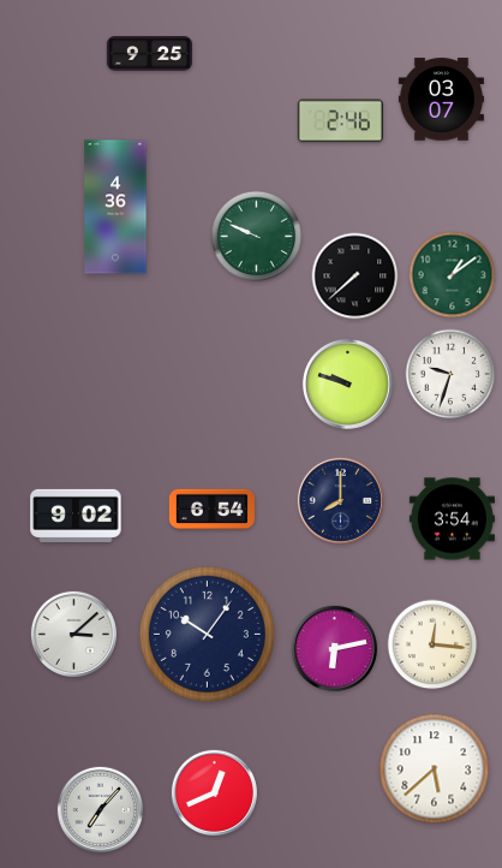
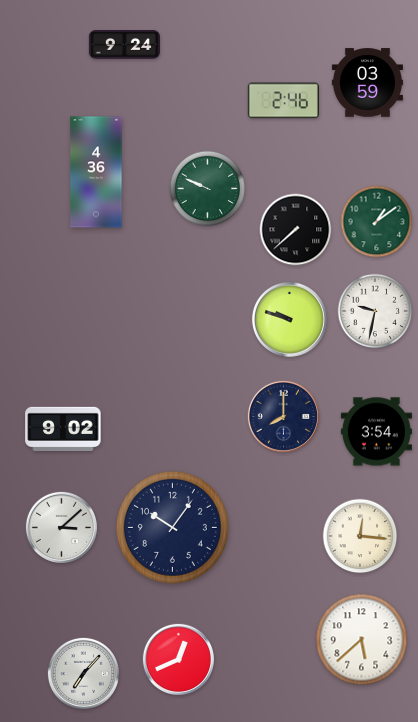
clock at (149, 54): 9:25 -> 9:24
clock at (441, 100): 03:07 -> 03:59
clock at (257, 237) position: (257, 237) -> (208, 189)
clock at (453, 275) position: (453, 275) -> (377, 222)
clock at (450, 374): 9:33 -> 9:32
clock at (211, 510): 6:54 -> none
clock at (334, 648): 6:13 -> none
